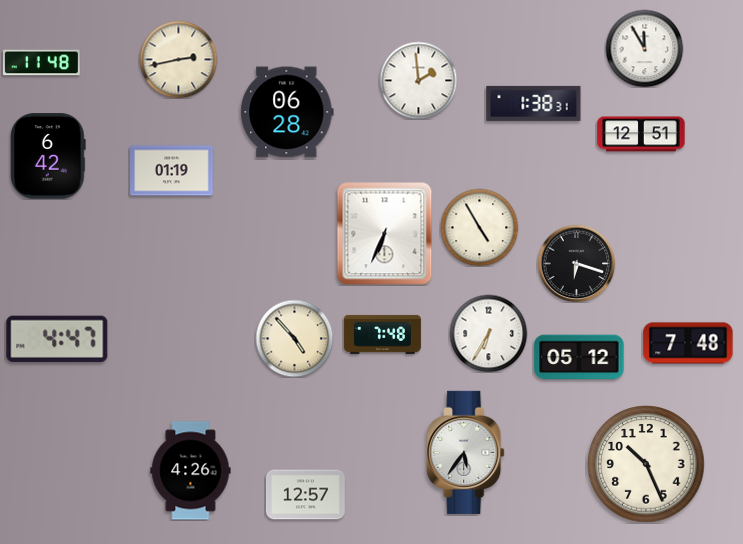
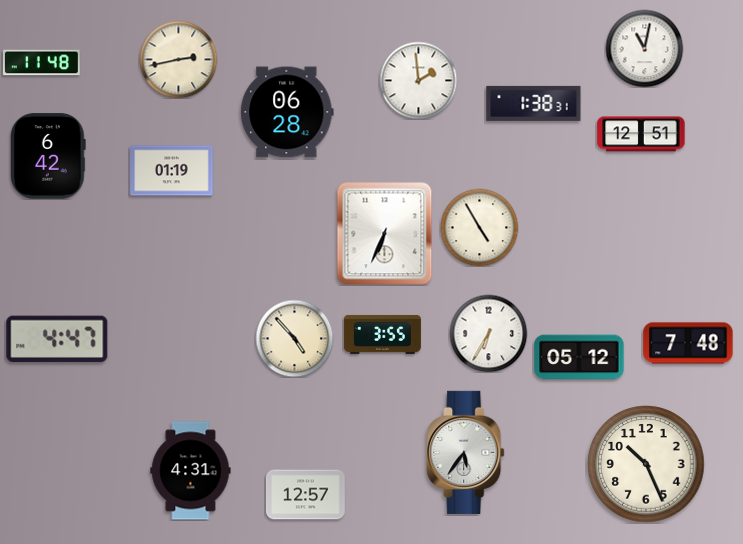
clock at (644, 48): 11:55 -> 11:02
clock at (576, 263): 6:18 -> none
clock at (382, 334): 7:48 -> 3:55
clock at (191, 471): 4:26 -> 4:31
